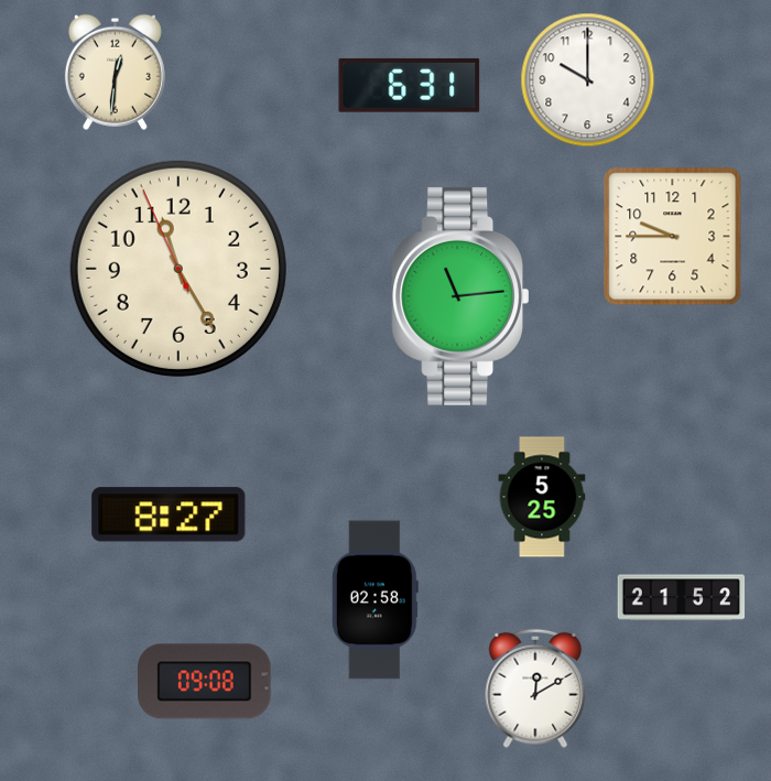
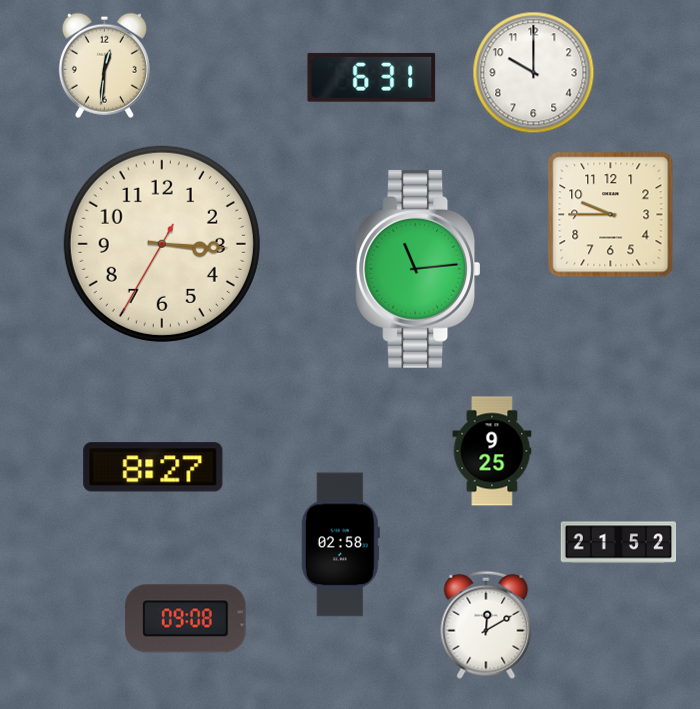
clock at (178, 269): 11:24 -> 3:15
clock at (542, 497): 5:25 -> 9:25
